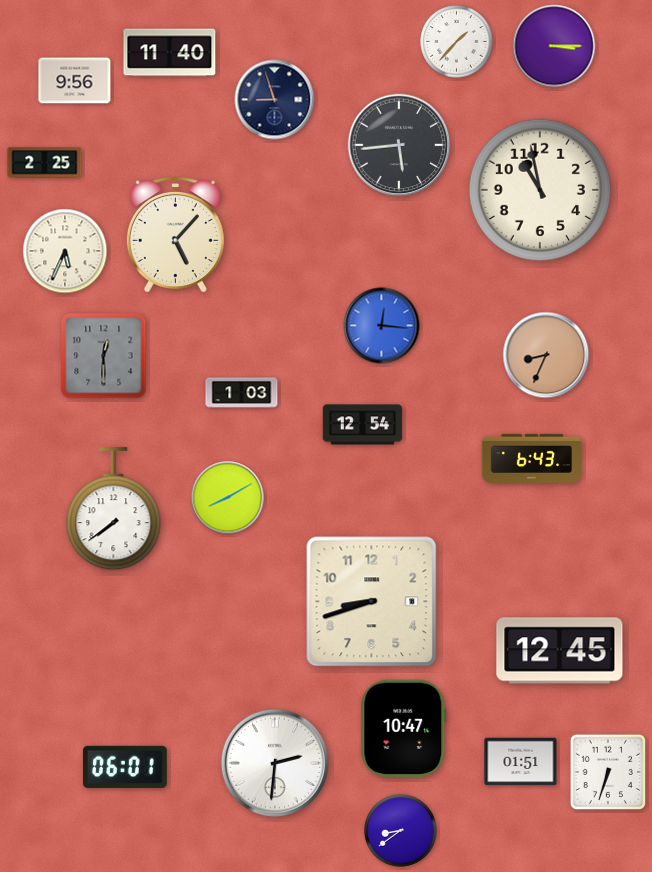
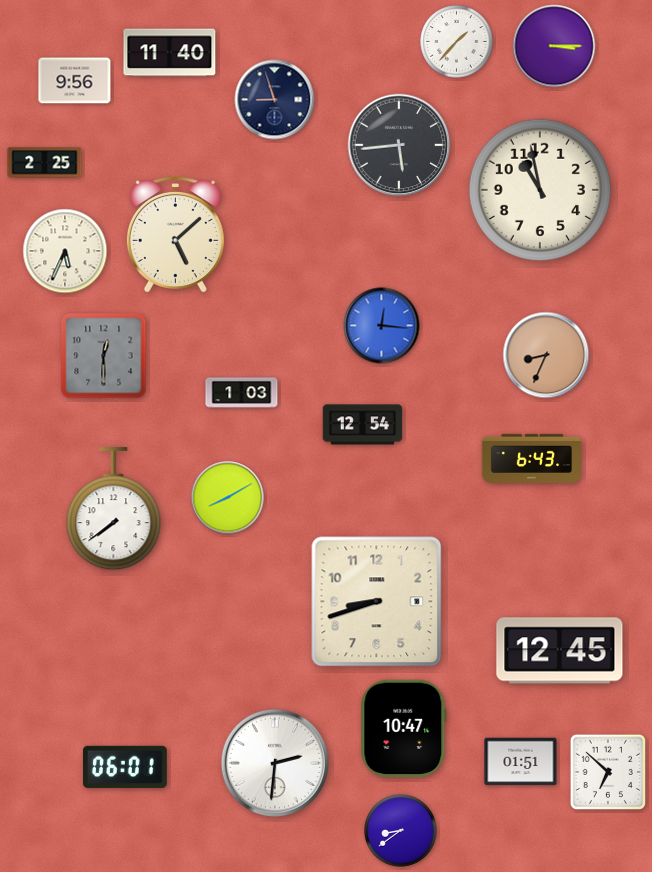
clock at (175, 235): 5:07 -> 5:08
clock at (372, 602) position: (372, 602) -> (377, 602)
clock at (607, 771): 6:33 -> 6:52
